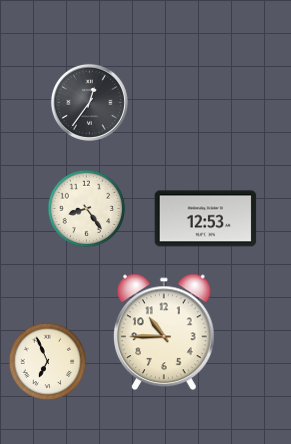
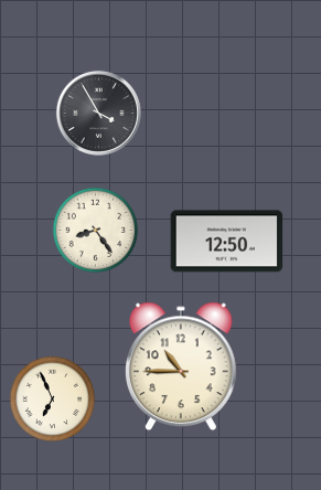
clock at (89, 102): 12:36 -> 3:55
clock at (206, 219): 12:53 -> 12:50
